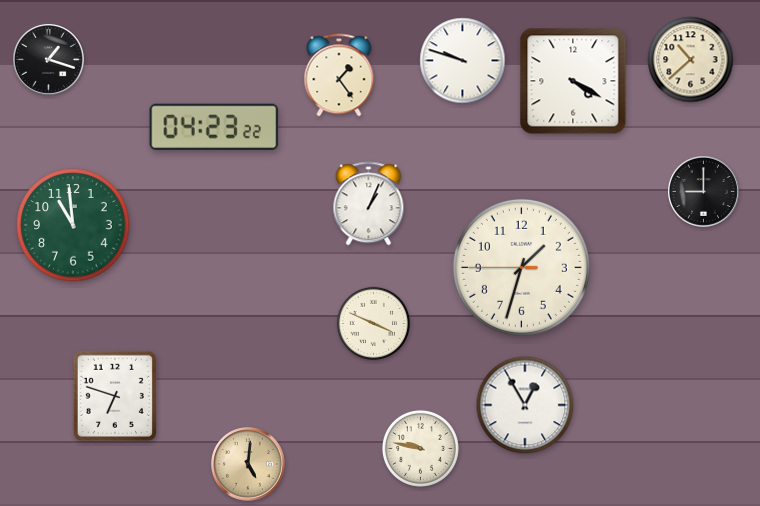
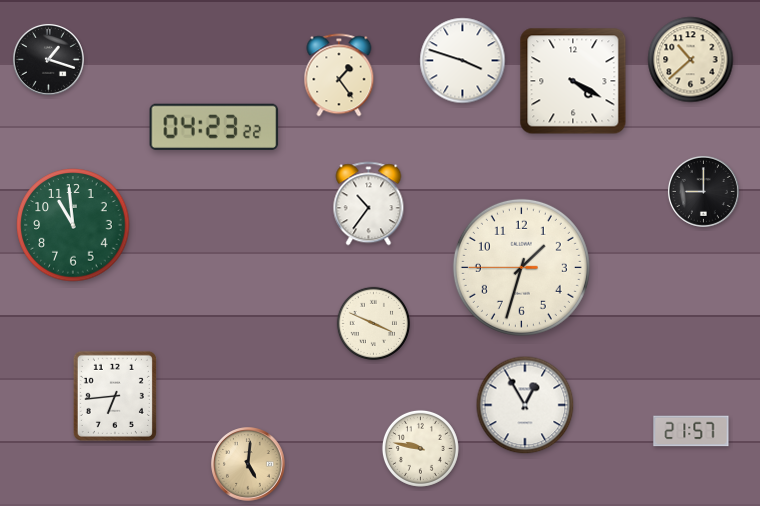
clock at (463, 61): 9:48 -> 3:48
clock at (369, 204): 1:04 -> 10:36
clock at (115, 396): 6:48 -> 6:44
clock at (691, 431): none -> 21:57
